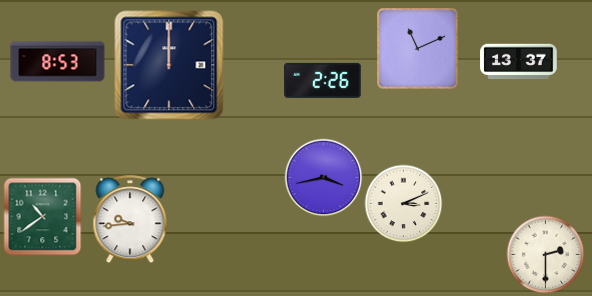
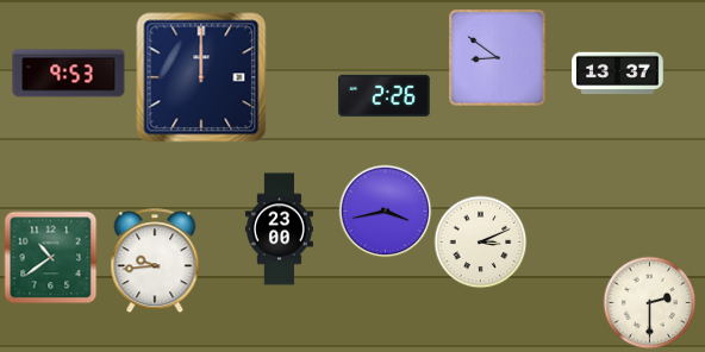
clock at (418, 49): 11:11 -> 8:51
clock at (58, 62): 8:53 -> 9:53
clock at (279, 230): none -> 23:00
